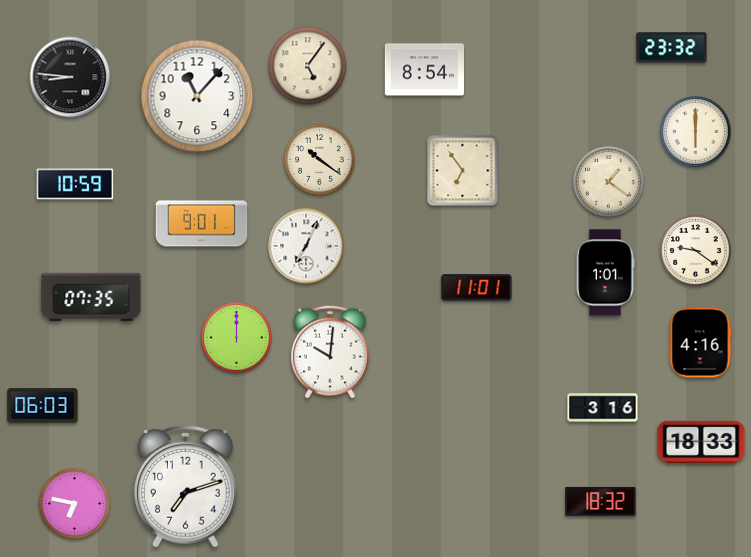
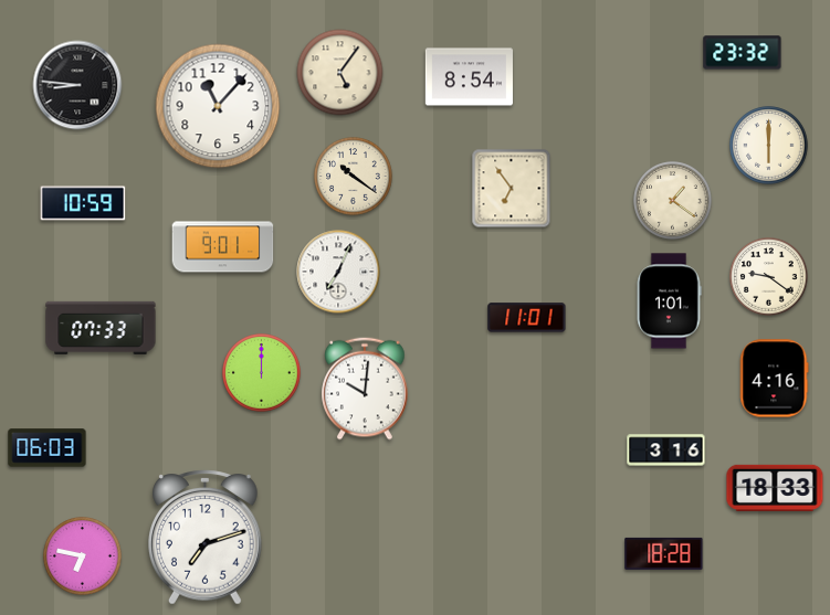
clock at (91, 297): 07:35 -> 07:33
clock at (601, 501): 18:32 -> 18:28
